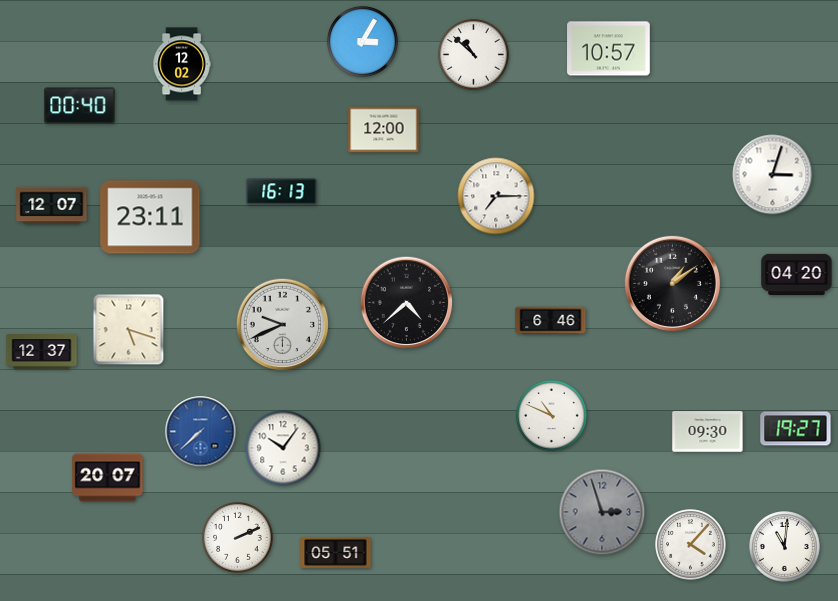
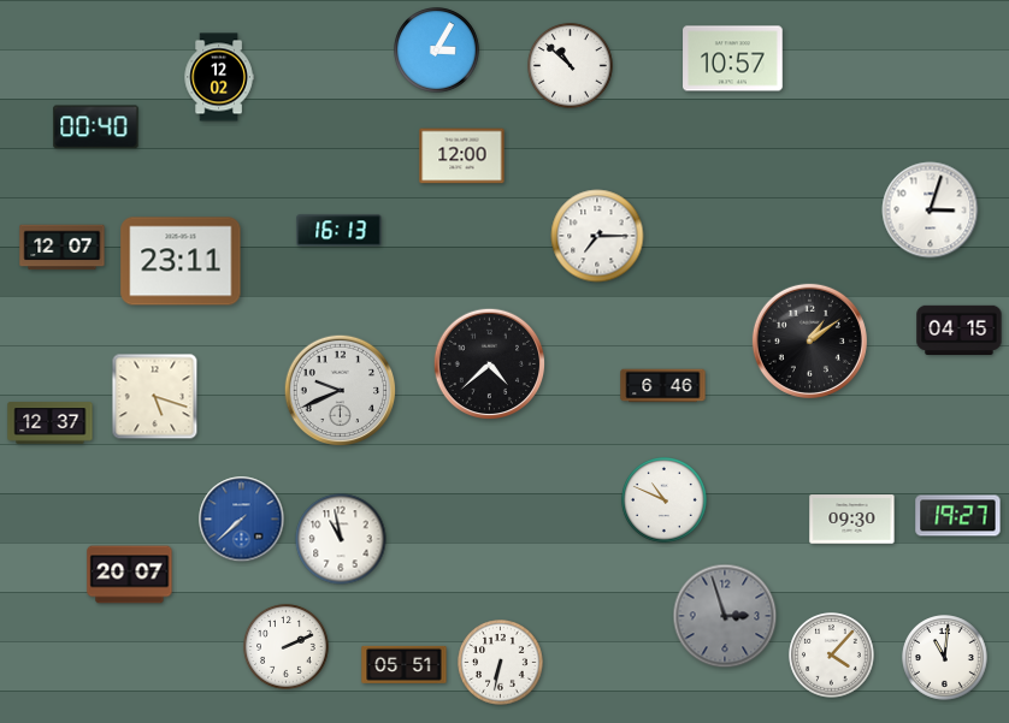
clock at (797, 274): 04:20 -> 04:15
clock at (283, 448): 10:06 -> 10:58
clock at (501, 663): none -> 6:32
